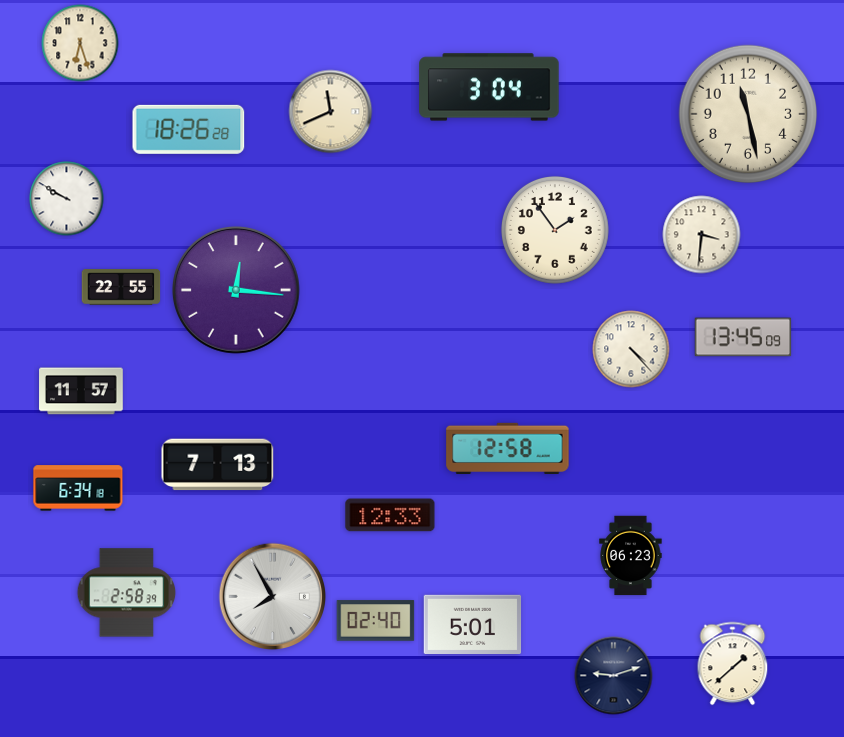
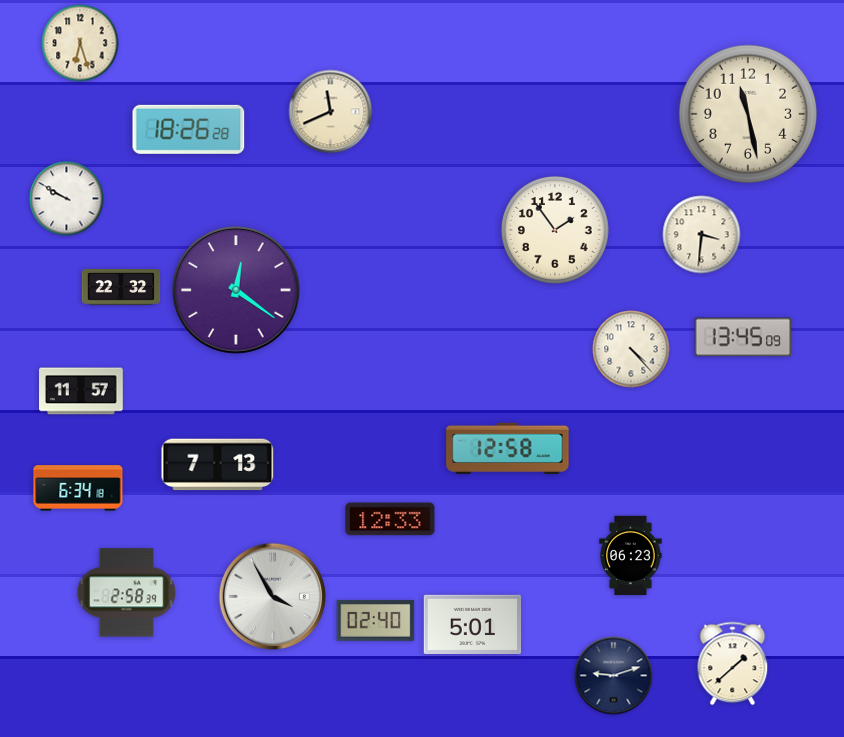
clock at (489, 87): 3:04 -> none
clock at (121, 287): 22:55 -> 22:32
clock at (236, 290): 12:16 -> 12:21
clock at (390, 515) position: (390, 515) -> (390, 519)
clock at (273, 597): 7:55 -> 3:55
